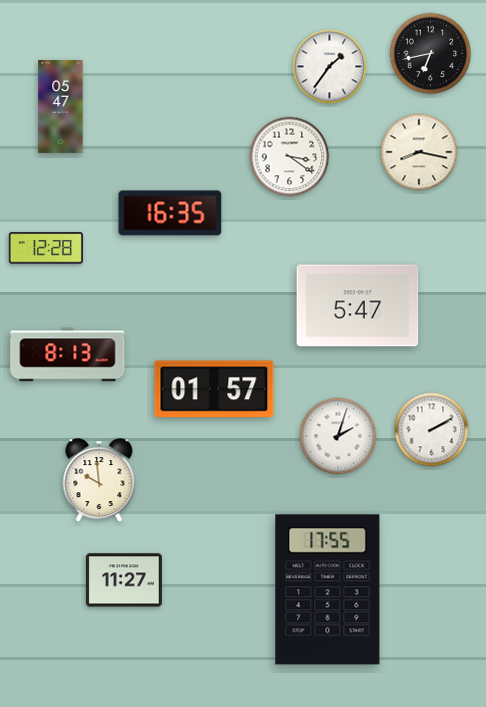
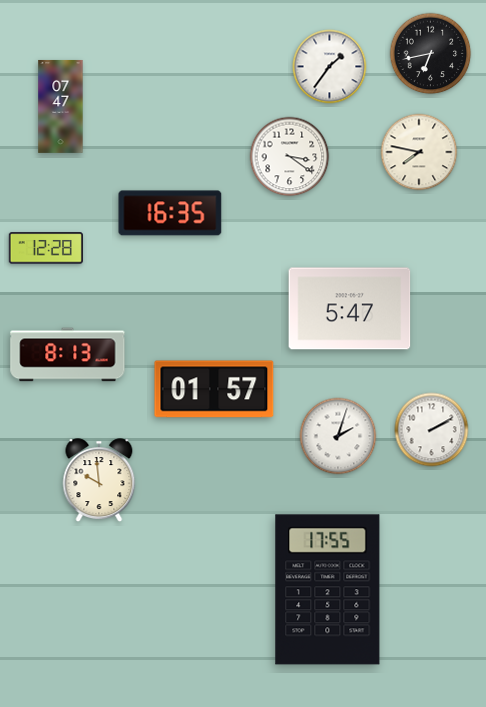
clock at (61, 106): 05:47 -> 07:47
clock at (419, 152): 8:17 -> 7:47
clock at (358, 306) position: (358, 306) -> (350, 309)
clock at (124, 580): 11:27 -> none
